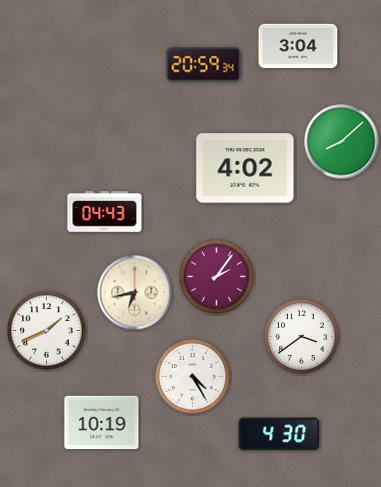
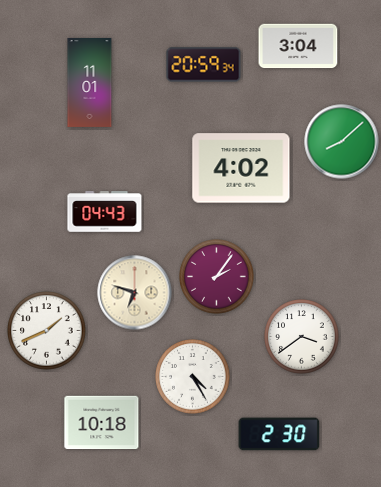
clock at (90, 82): none -> 11:01
clock at (245, 168) position: (245, 168) -> (241, 168)
clock at (135, 293): 6:43 -> 6:48
clock at (102, 423): 10:19 -> 10:18
clock at (279, 434): 4:30 -> 2:30
